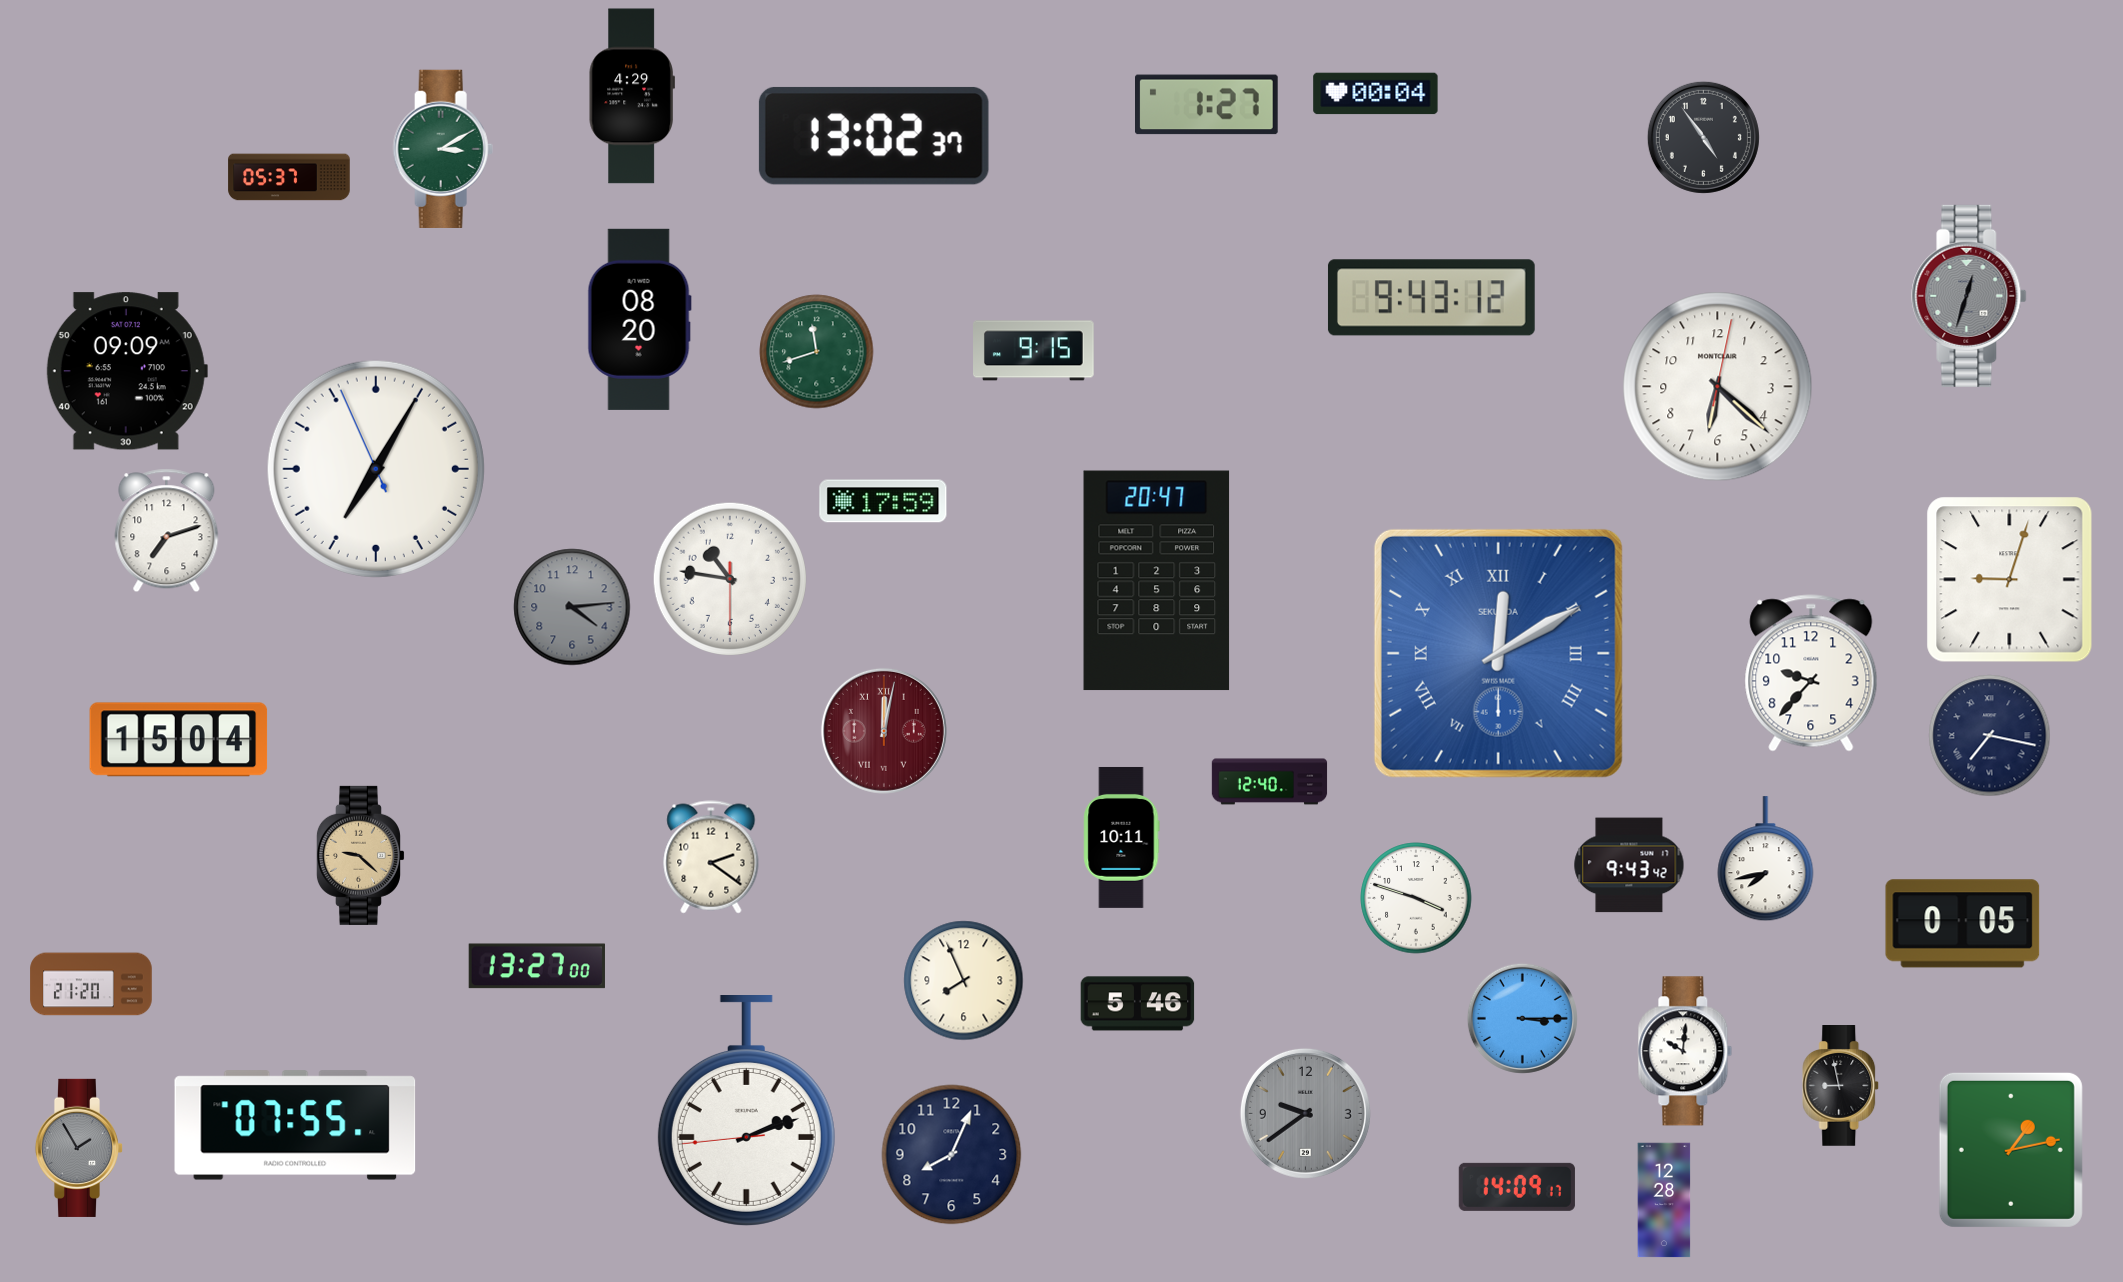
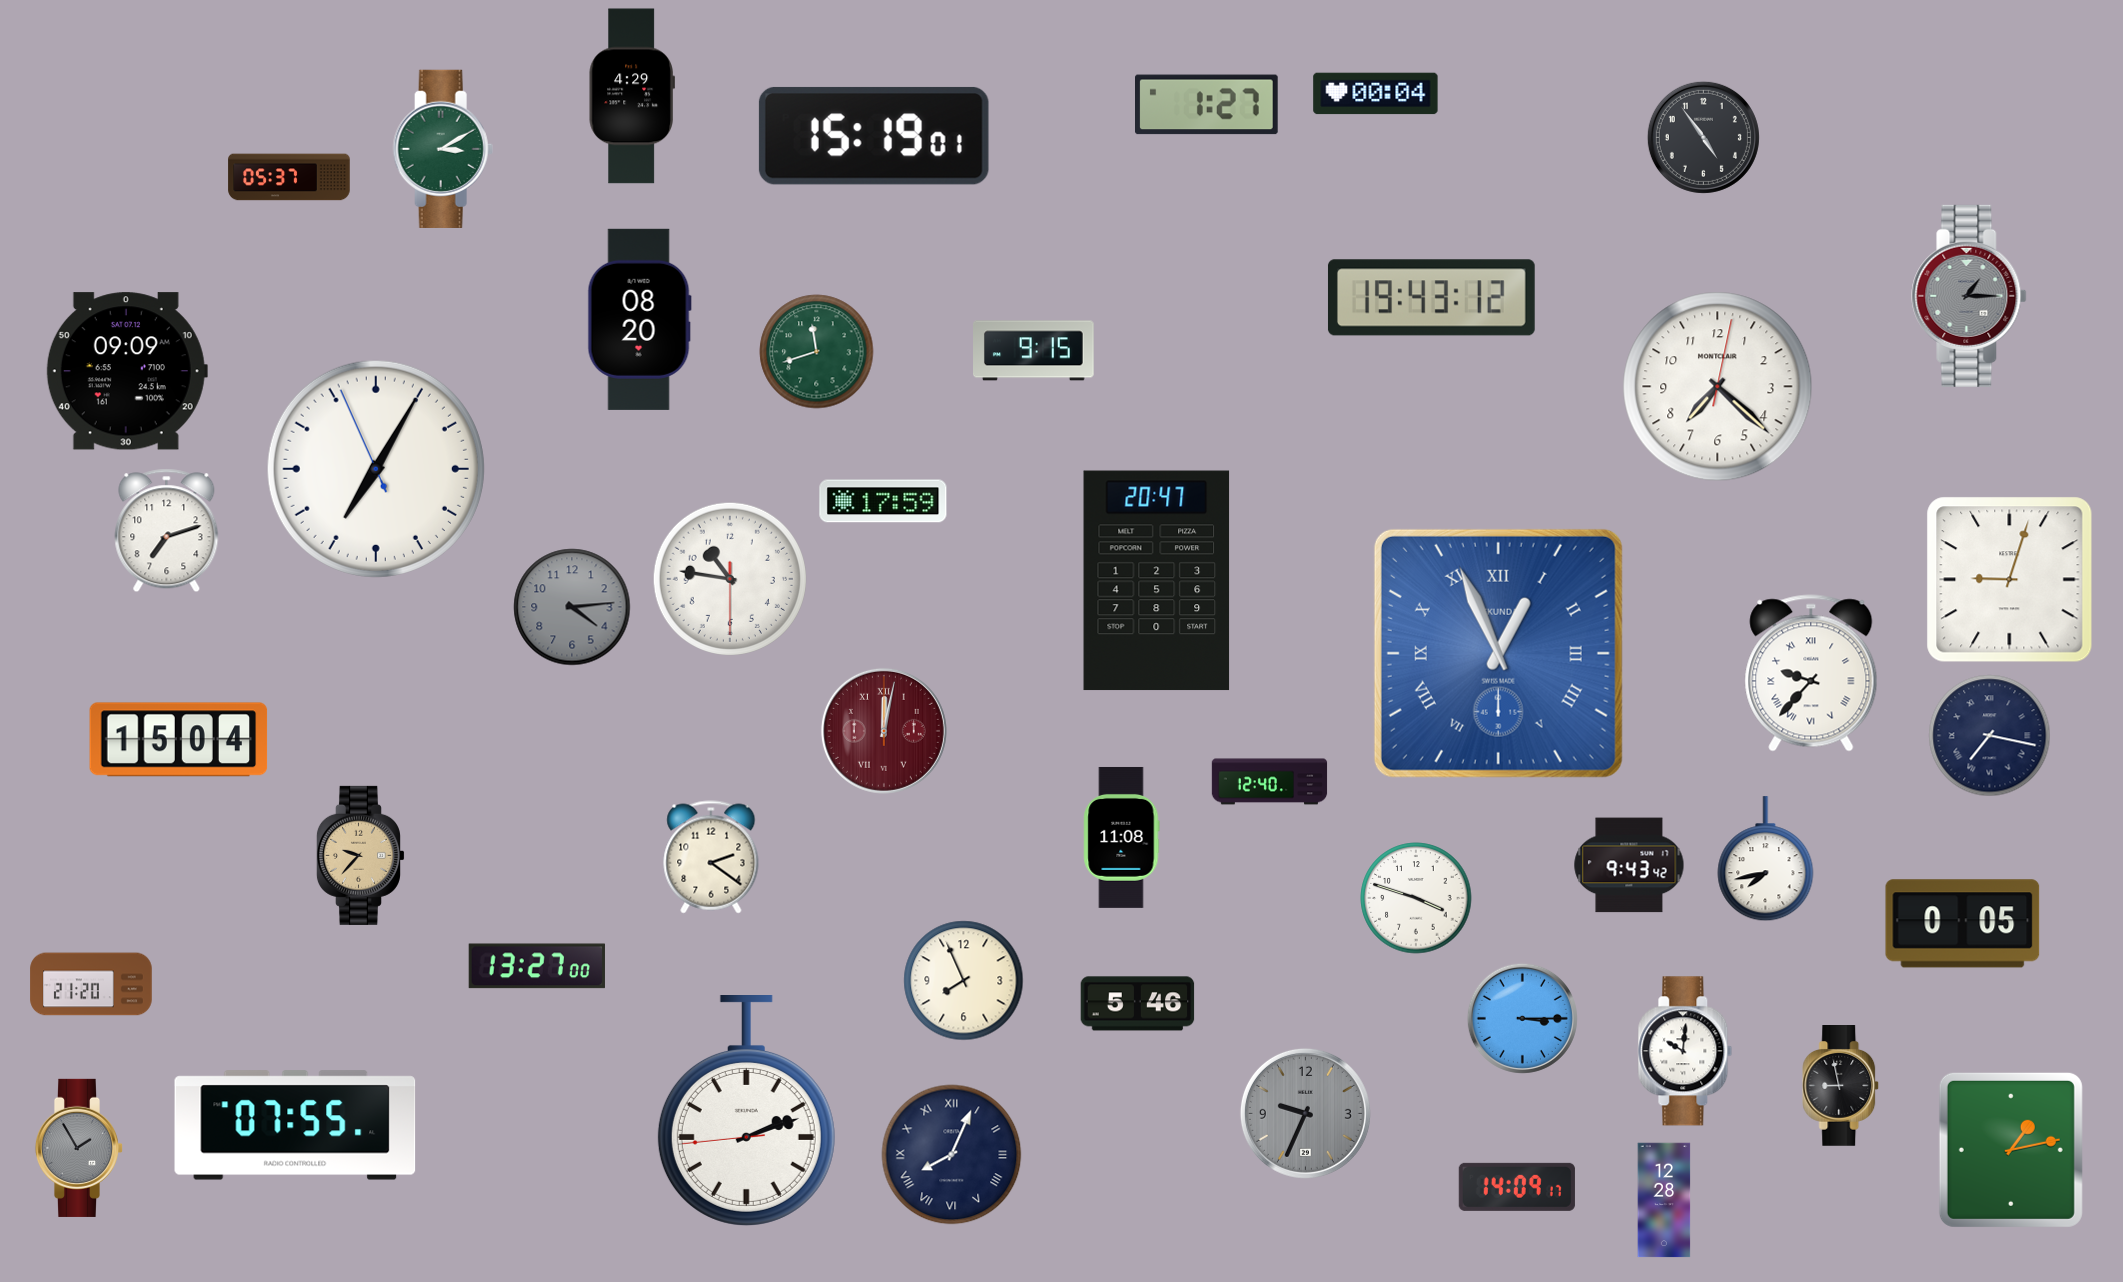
clock at (874, 136): 13:02 -> 15:19
clock at (1969, 296): 12:33 -> 1:15
clock at (1431, 298): 9:43 -> 19:43
clock at (1718, 387): 6:22 -> 7:22
clock at (1498, 653): 12:10 -> 12:56
clock at (1811, 673) numerals: Arabic -> Roman
clock at (1122, 837): 10:11 -> 11:08
clock at (360, 855): 9:22 -> 9:37
clock at (1305, 1113): 9:39 -> 9:34
clock at (952, 1155) numerals: Arabic -> Roman
